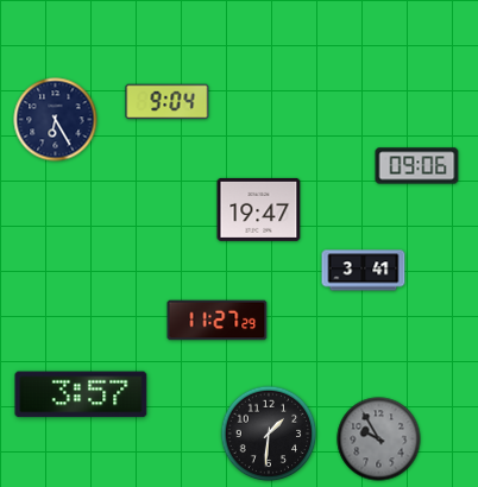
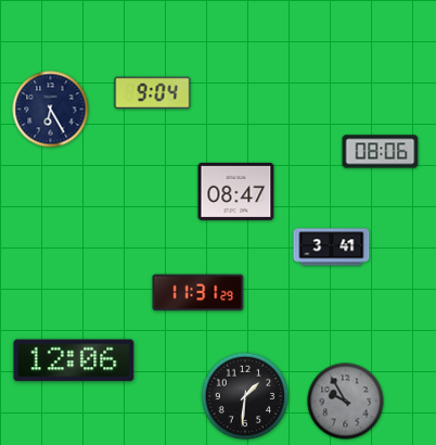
clock at (417, 166): 09:06 -> 08:06
clock at (259, 209): 19:47 -> 08:47
clock at (218, 321): 11:27 -> 11:31
clock at (81, 394): 3:57 -> 12:06
